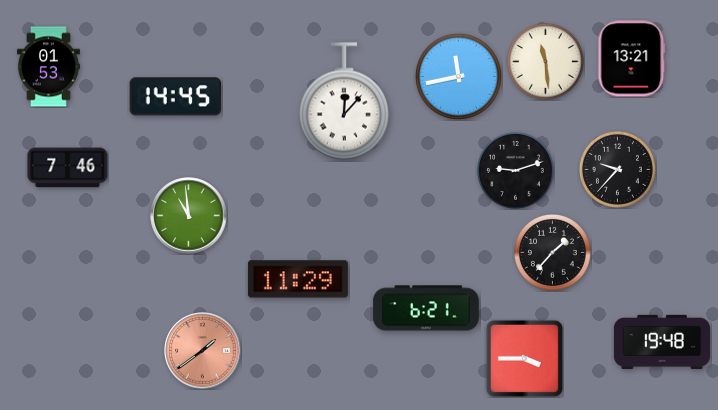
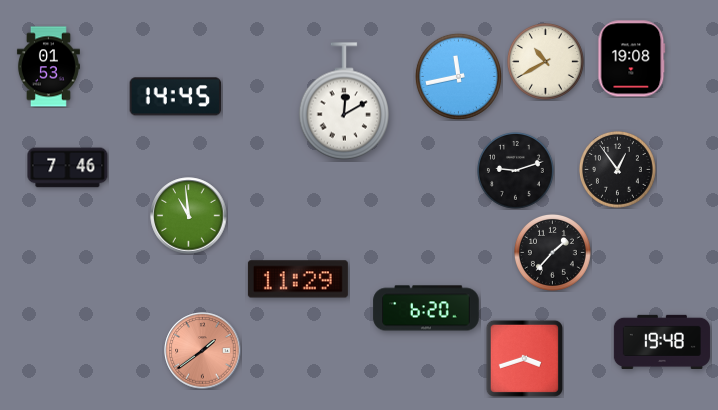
clock at (632, 59): 13:21 -> 19:08
clock at (545, 61): 11:29 -> 10:40
clock at (343, 101): 12:07 -> 12:10
clock at (617, 169): 9:37 -> 12:54
clock at (426, 308): 6:21 -> 6:20
clock at (524, 358): 3:45 -> 3:42
